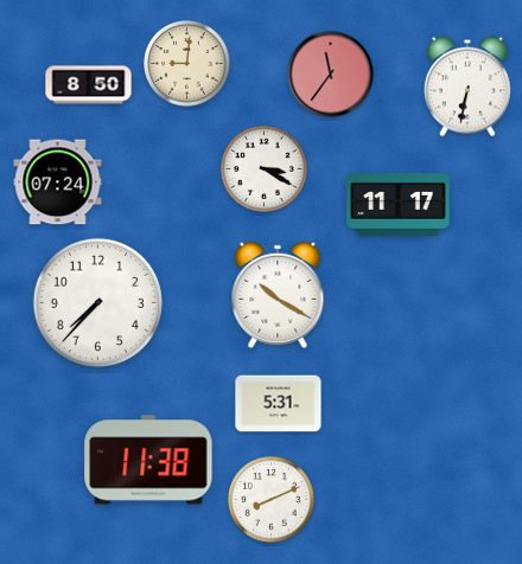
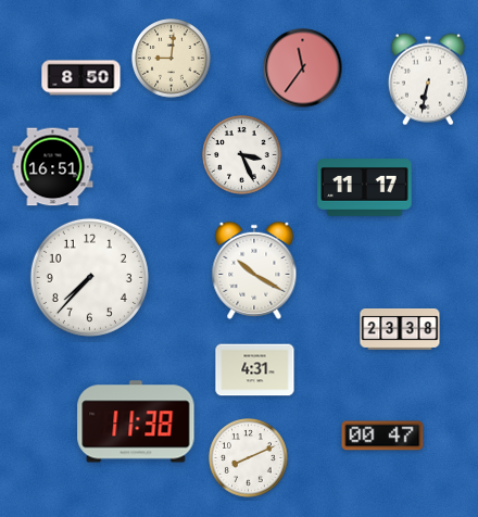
clock at (265, 169): 3:20 -> 3:26
clock at (58, 182): 07:24 -> 16:51
clock at (400, 330): none -> 23:38
clock at (279, 404): 5:31 -> 4:31
clock at (382, 436): none -> 00:47
